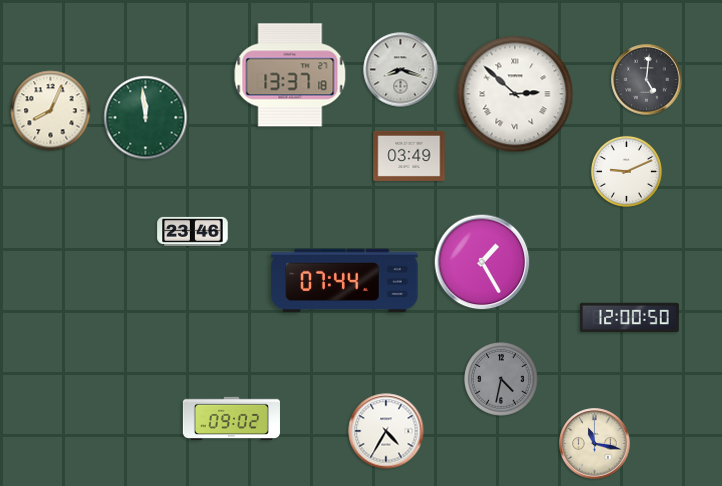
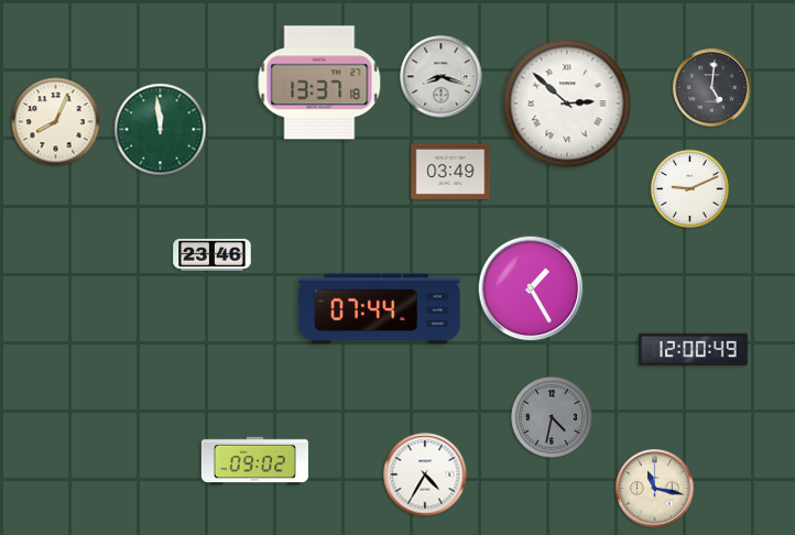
clock at (630, 318): 12:00:50 -> 12:00:49
